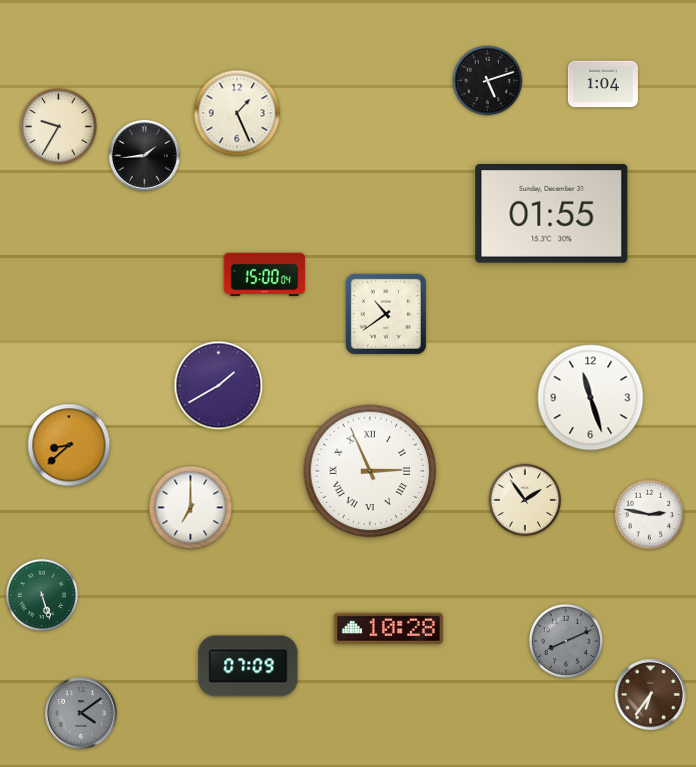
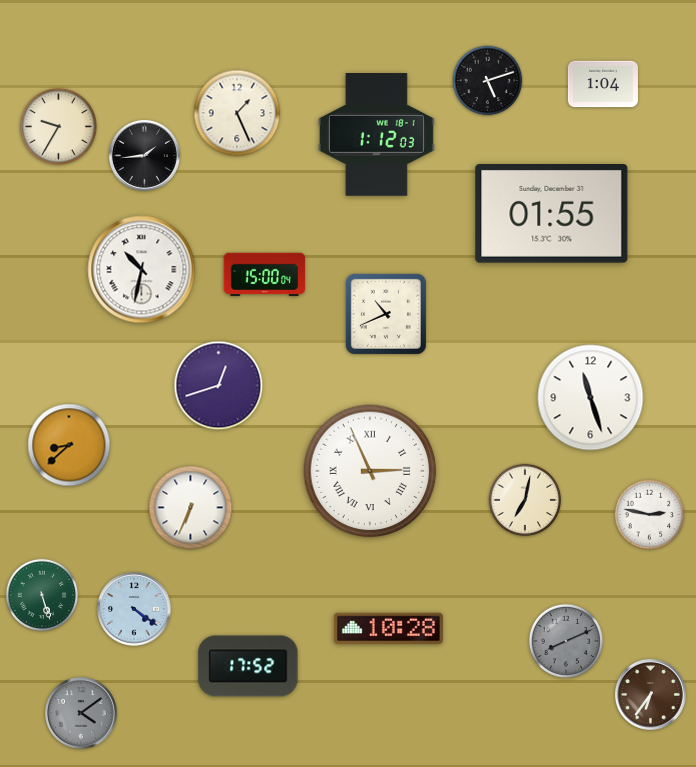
clock at (376, 135): none -> 1:12
clock at (142, 270): none -> 10:32
clock at (386, 314): 10:39 -> 10:41
clock at (219, 386): 1:40 -> 12:42
clock at (525, 500): 1:54 -> 7:02
clock at (191, 508): 7:00 -> 6:34
clock at (134, 609): none -> 4:21
clock at (248, 666): 07:09 -> 17:52
